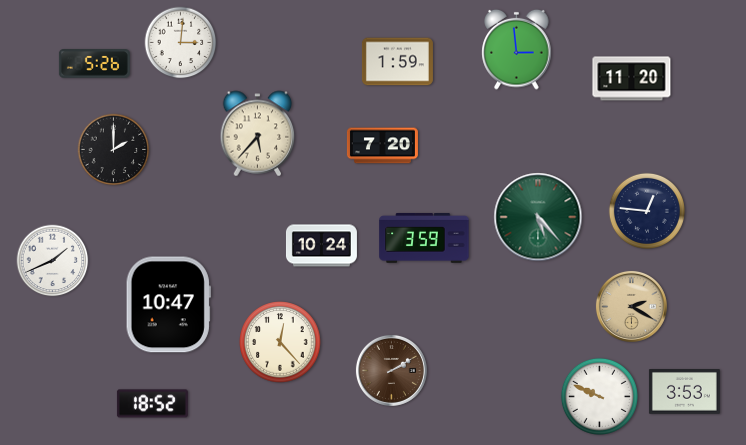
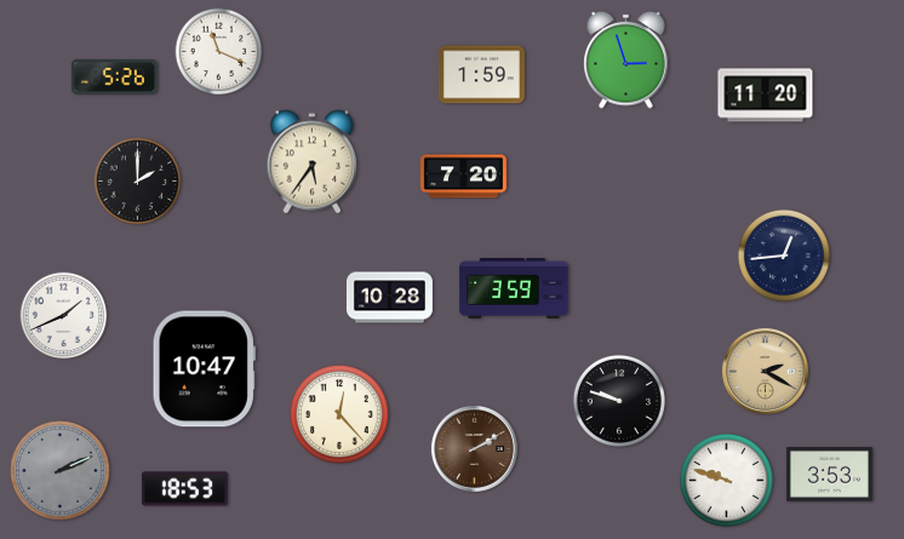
clock at (181, 43): 3:01 -> 11:19
clock at (517, 49): 2:59 -> 2:57
clock at (258, 134): 5:37 -> 5:36
clock at (647, 211): 12:46 -> 12:44
clock at (538, 217): 5:23 -> none
clock at (321, 246): 10:24 -> 10:28
clock at (619, 401): none -> 9:48
clock at (61, 471): none -> 2:11
clock at (599, 396): 9:49 -> 9:48
clock at (152, 404): 18:52 -> 18:53
